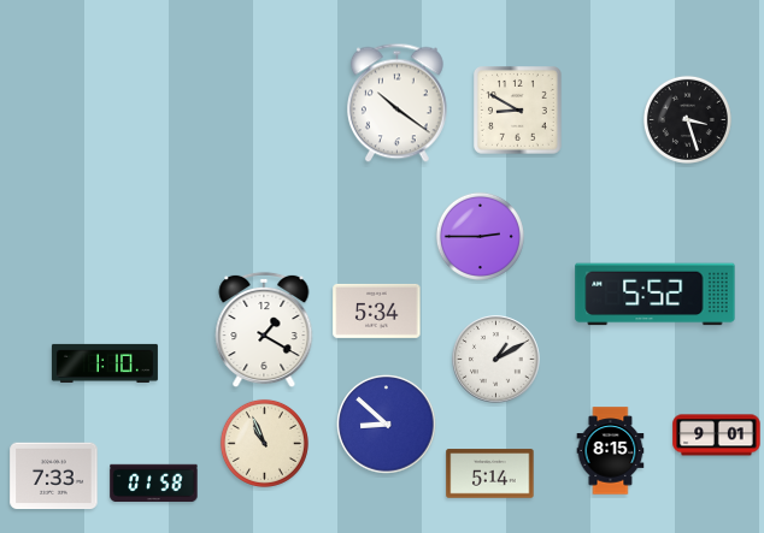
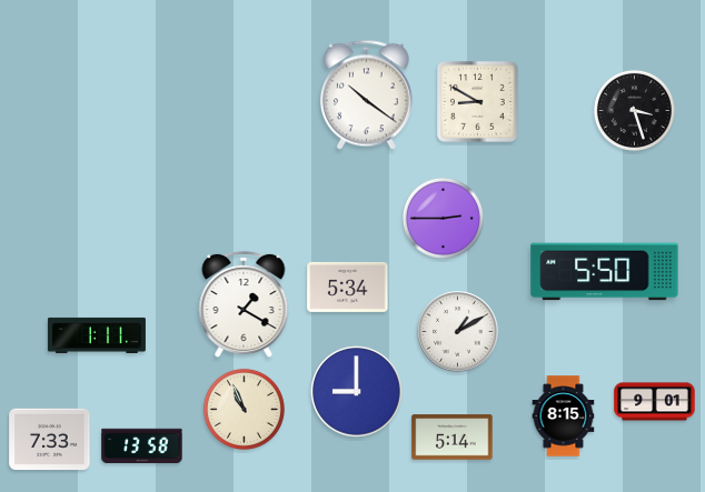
clock at (656, 295): 5:52 -> 5:50
clock at (105, 363): 1:10 -> 1:11
clock at (387, 425): 8:52 -> 9:00
clock at (717, 436) position: (717, 436) -> (655, 402)
clock at (154, 484): 01:58 -> 13:58
